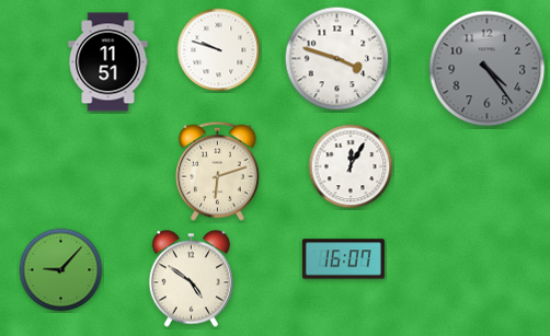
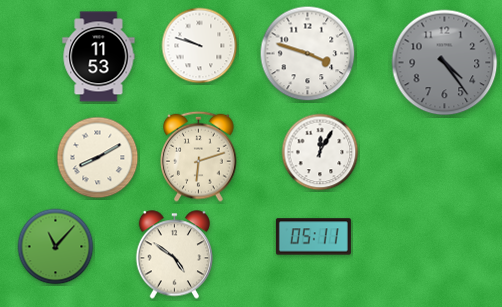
clock at (108, 62): 11:51 -> 11:53
clock at (98, 158): none -> 8:10
clock at (343, 259): 16:07 -> 05:11
clock at (61, 270): 9:07 -> 11:07
